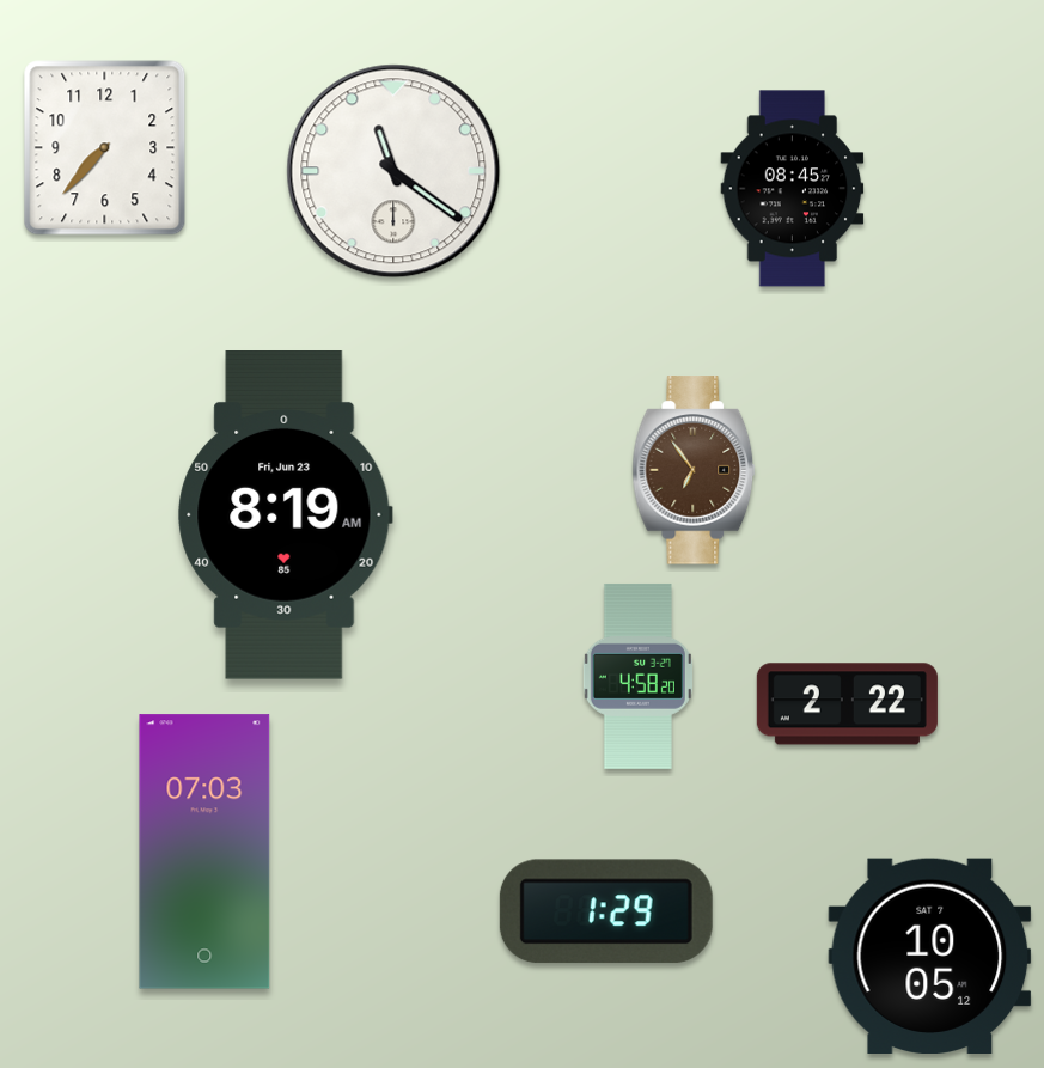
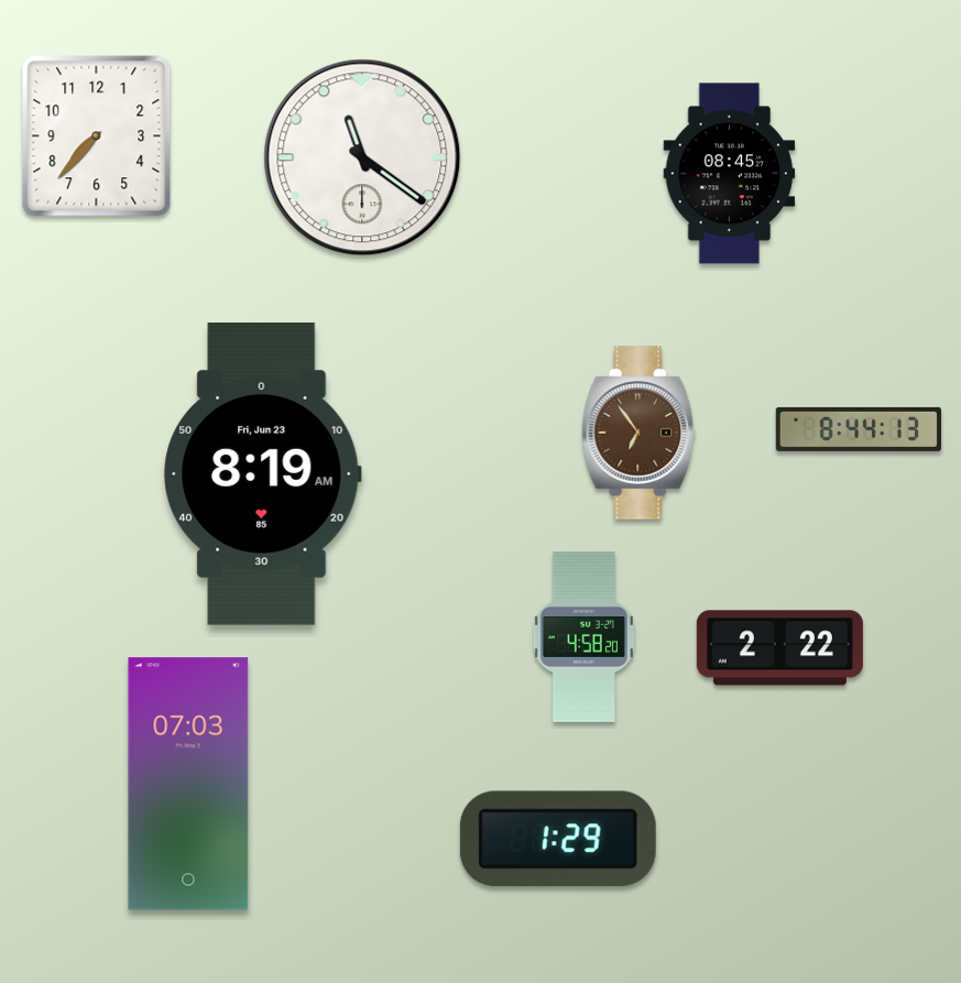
clock at (859, 429): none -> 8:44
clock at (637, 676) position: (637, 676) -> (583, 636)
clock at (930, 956): 10:05 -> none
